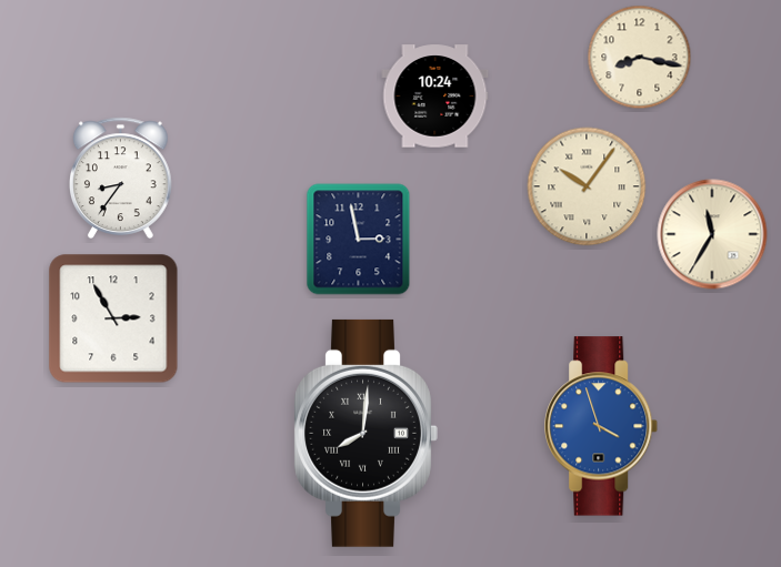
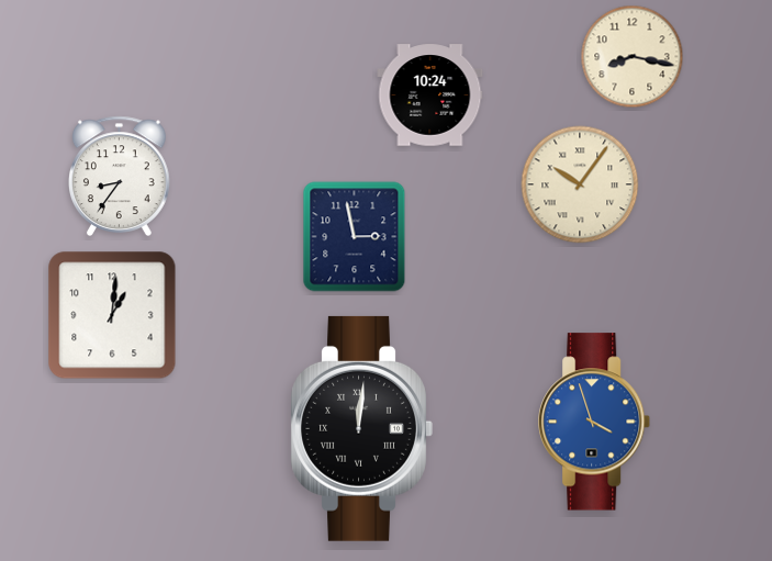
clock at (712, 234): 11:35 -> none
clock at (113, 318): 2:55 -> 1:01
clock at (366, 433): 8:01 -> 12:01
